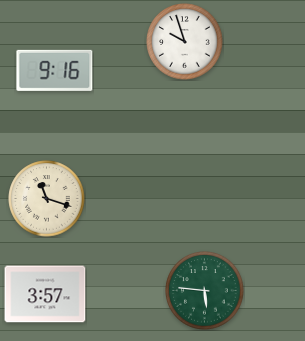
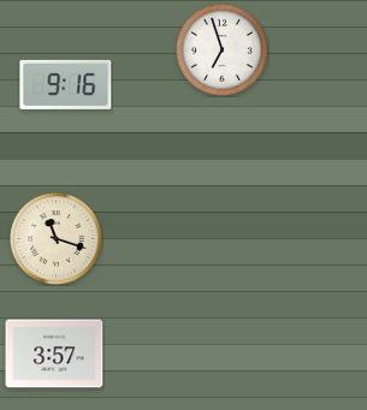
clock at (185, 42): 9:57 -> 6:57
clock at (205, 291): 5:46 -> none
